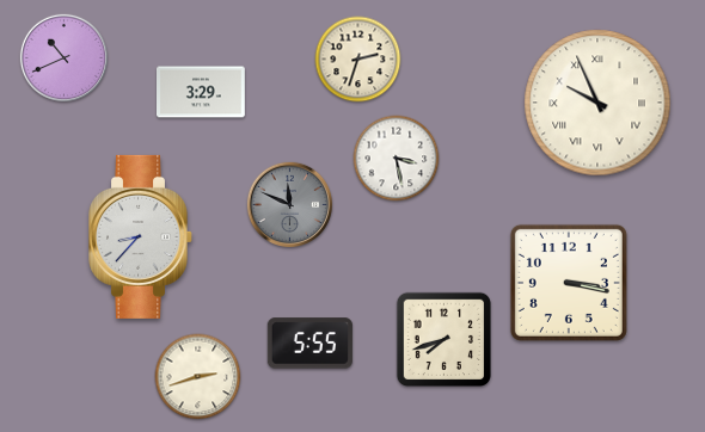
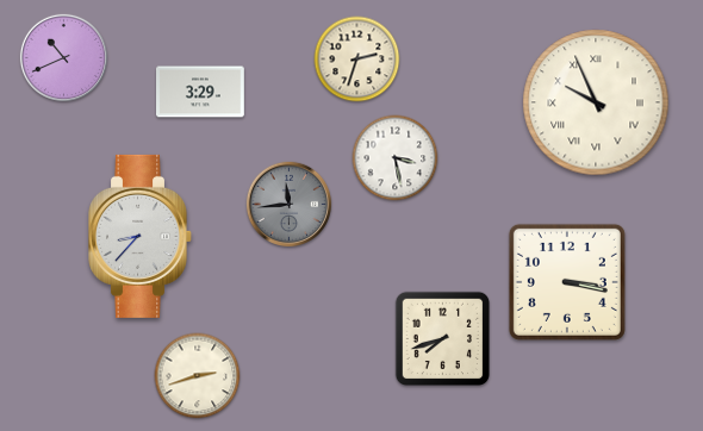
clock at (290, 205): 11:49 -> 11:44
clock at (309, 344): 5:55 -> none
